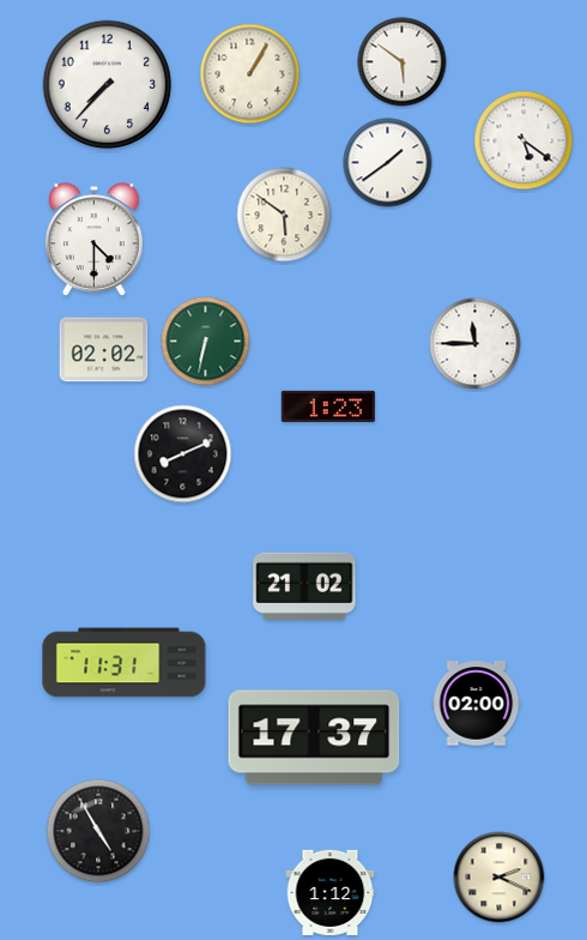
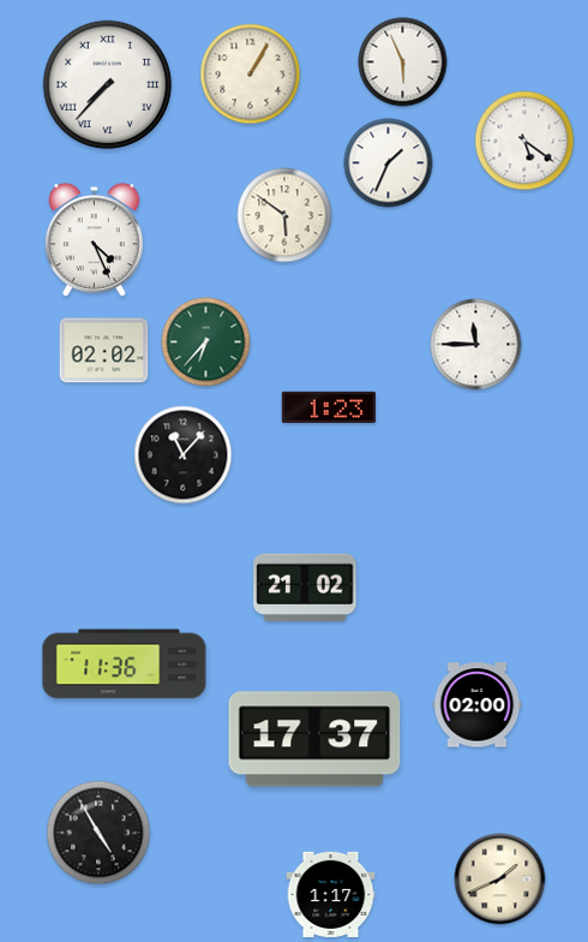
clock at (403, 62): 5:51 -> 5:56
clock at (108, 85) numerals: Arabic -> Roman
clock at (388, 163): 1:39 -> 1:34
clock at (93, 240): 4:30 -> 4:26
clock at (206, 342): 6:32 -> 6:37
clock at (183, 454): 8:11 -> 11:07
clock at (125, 663): 11:31 -> 11:36
clock at (500, 878): 2:19 -> 1:41
clock at (331, 892): 1:12 -> 1:17
